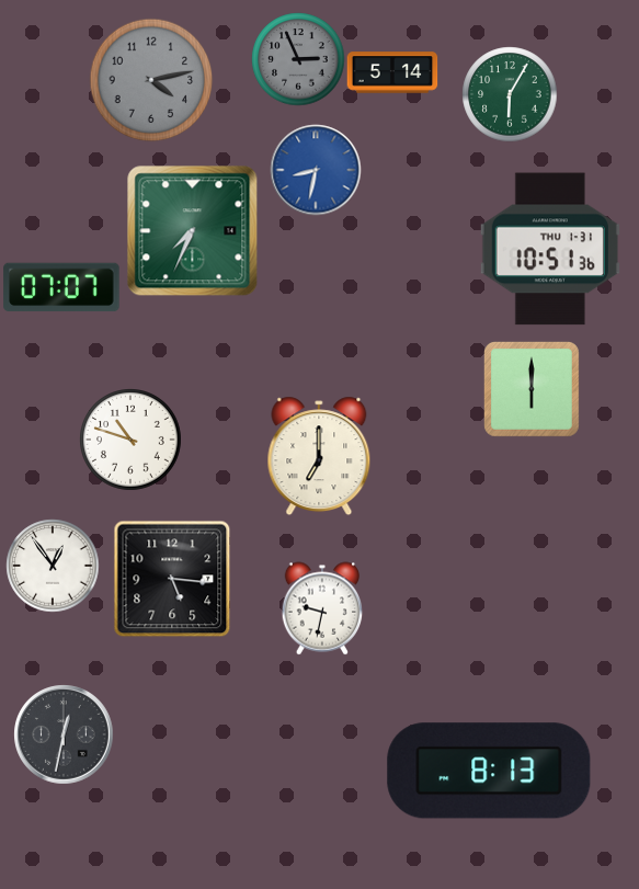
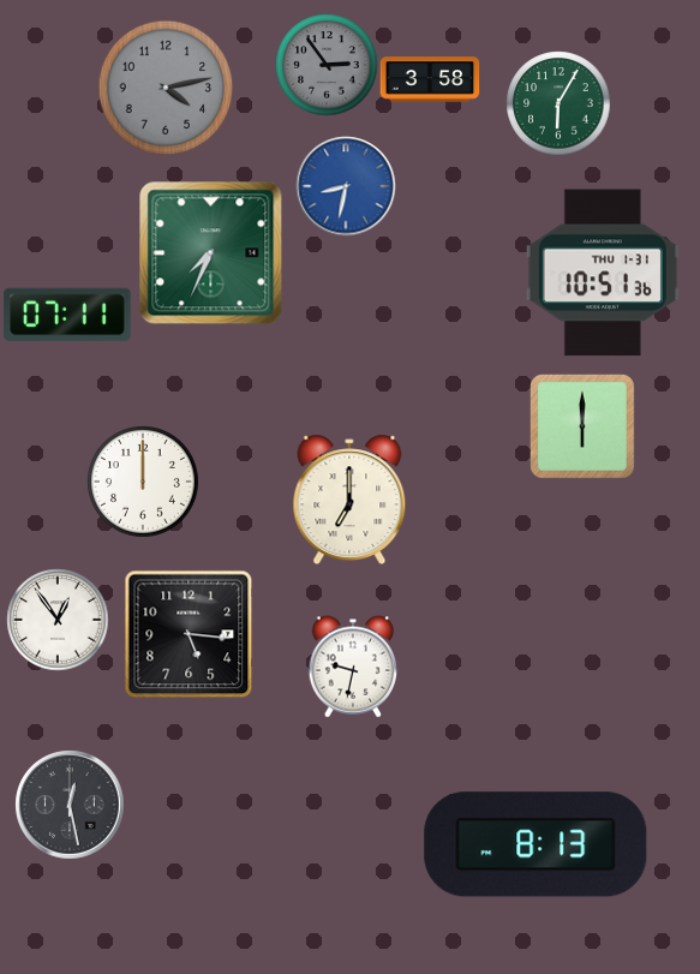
clock at (298, 59): 2:56 -> 2:54
clock at (392, 72): 5:14 -> 3:58
clock at (61, 287): 07:07 -> 07:11
clock at (130, 440): 10:48 -> 12:00
clock at (64, 734): 12:32 -> 12:28
